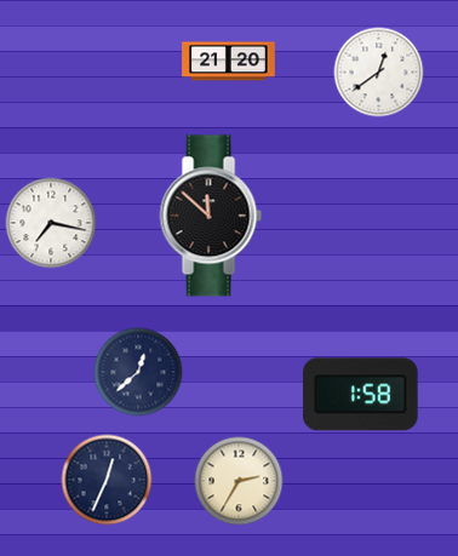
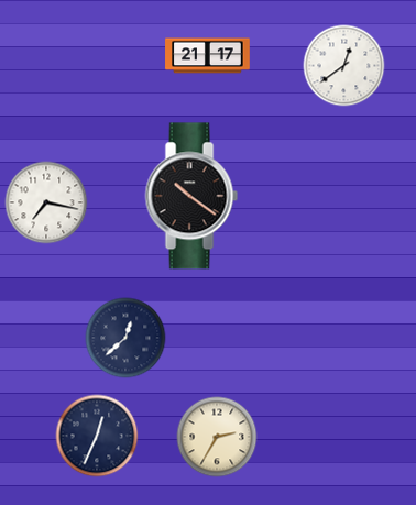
clock at (229, 62): 21:20 -> 21:17
clock at (211, 216): 11:52 -> 10:21
clock at (361, 395): 1:58 -> none
